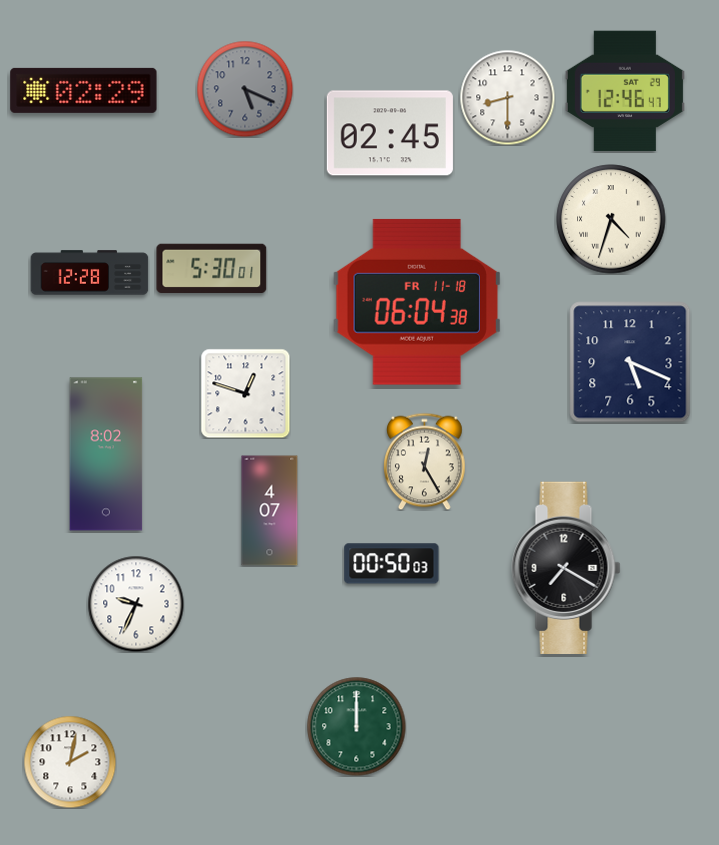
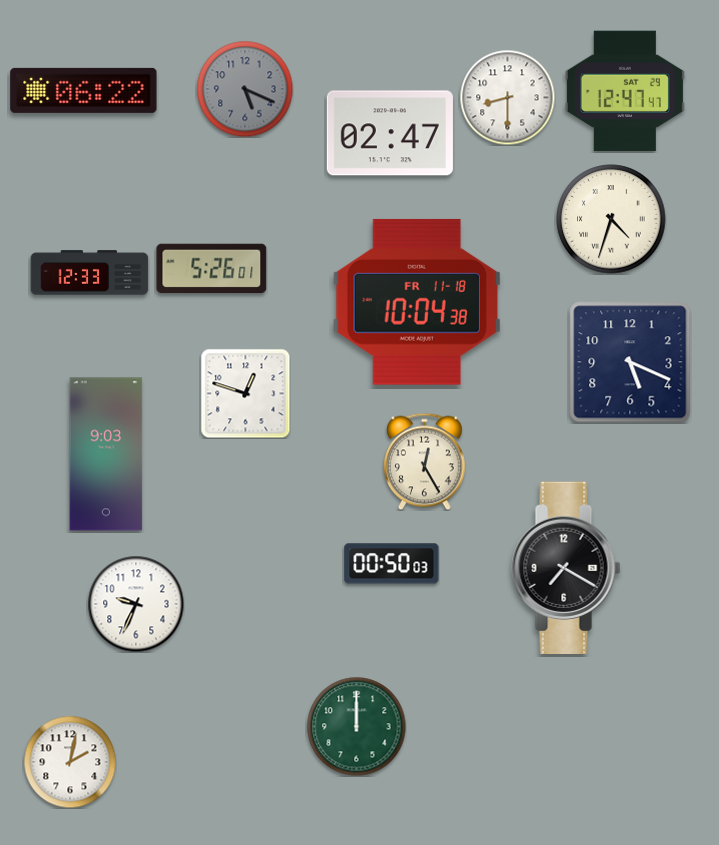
clock at (84, 90): 02:29 -> 06:22
clock at (625, 91): 12:46 -> 12:47
clock at (390, 133): 02:45 -> 02:47
clock at (212, 269): 5:30 -> 5:26
clock at (90, 273): 12:28 -> 12:33
clock at (416, 302): 06:04 -> 10:04
clock at (106, 454): 8:02 -> 9:03
clock at (270, 511): 4:07 -> none
